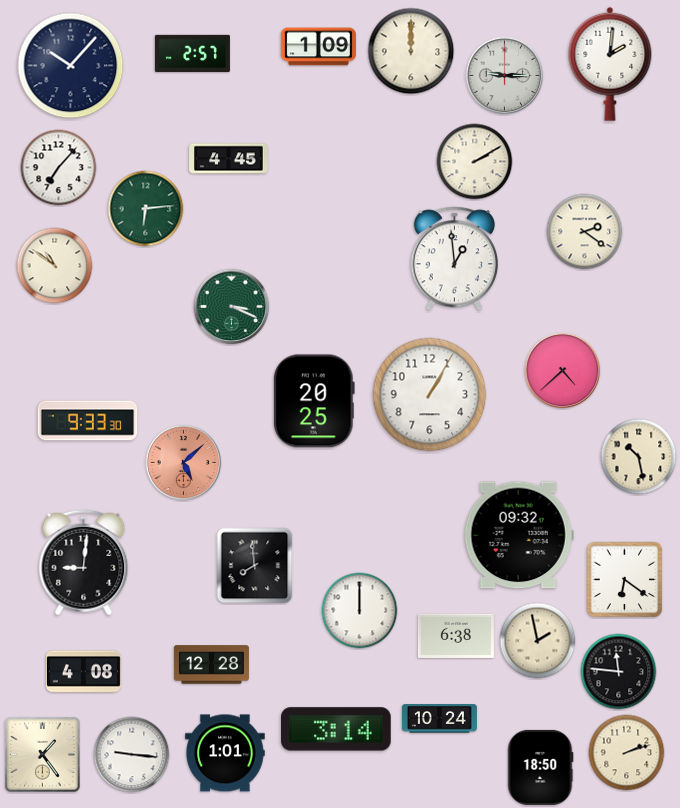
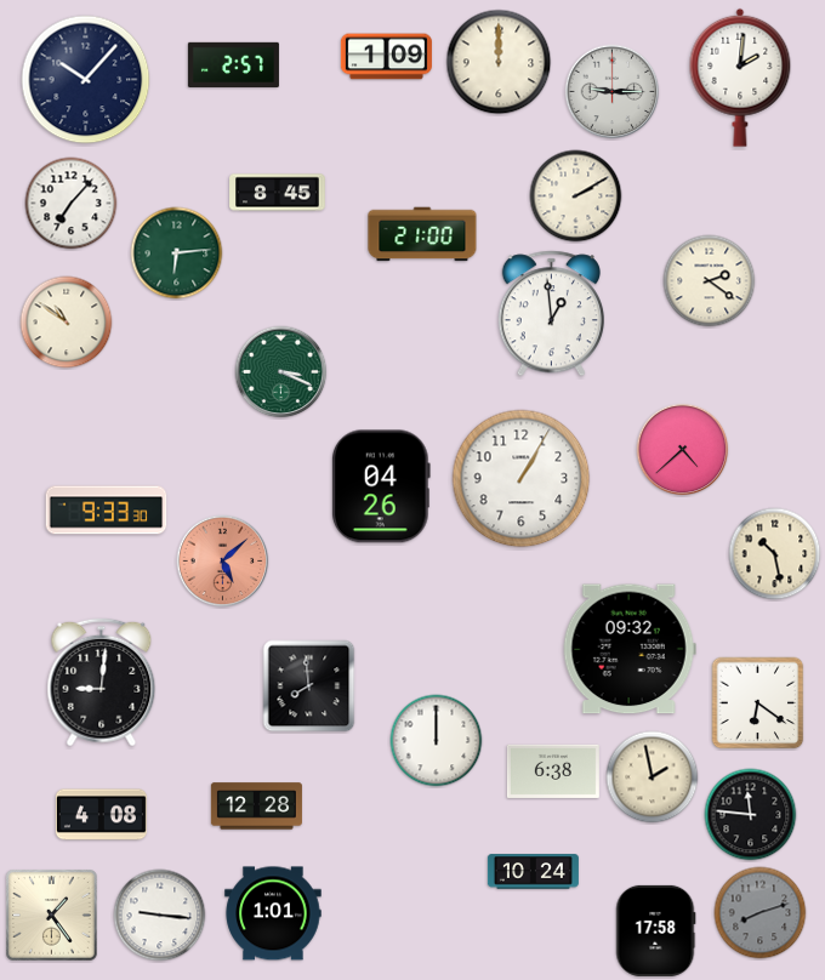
clock at (229, 159): 4:45 -> 8:45
clock at (422, 234): none -> 21:00
clock at (314, 401): 20:25 -> 04:26
clock at (336, 729): 3:14 -> none
clock at (627, 753): 2:12 -> 8:12
clock at (627, 753) dial: cream -> grey
clock at (540, 767): 18:50 -> 17:58
